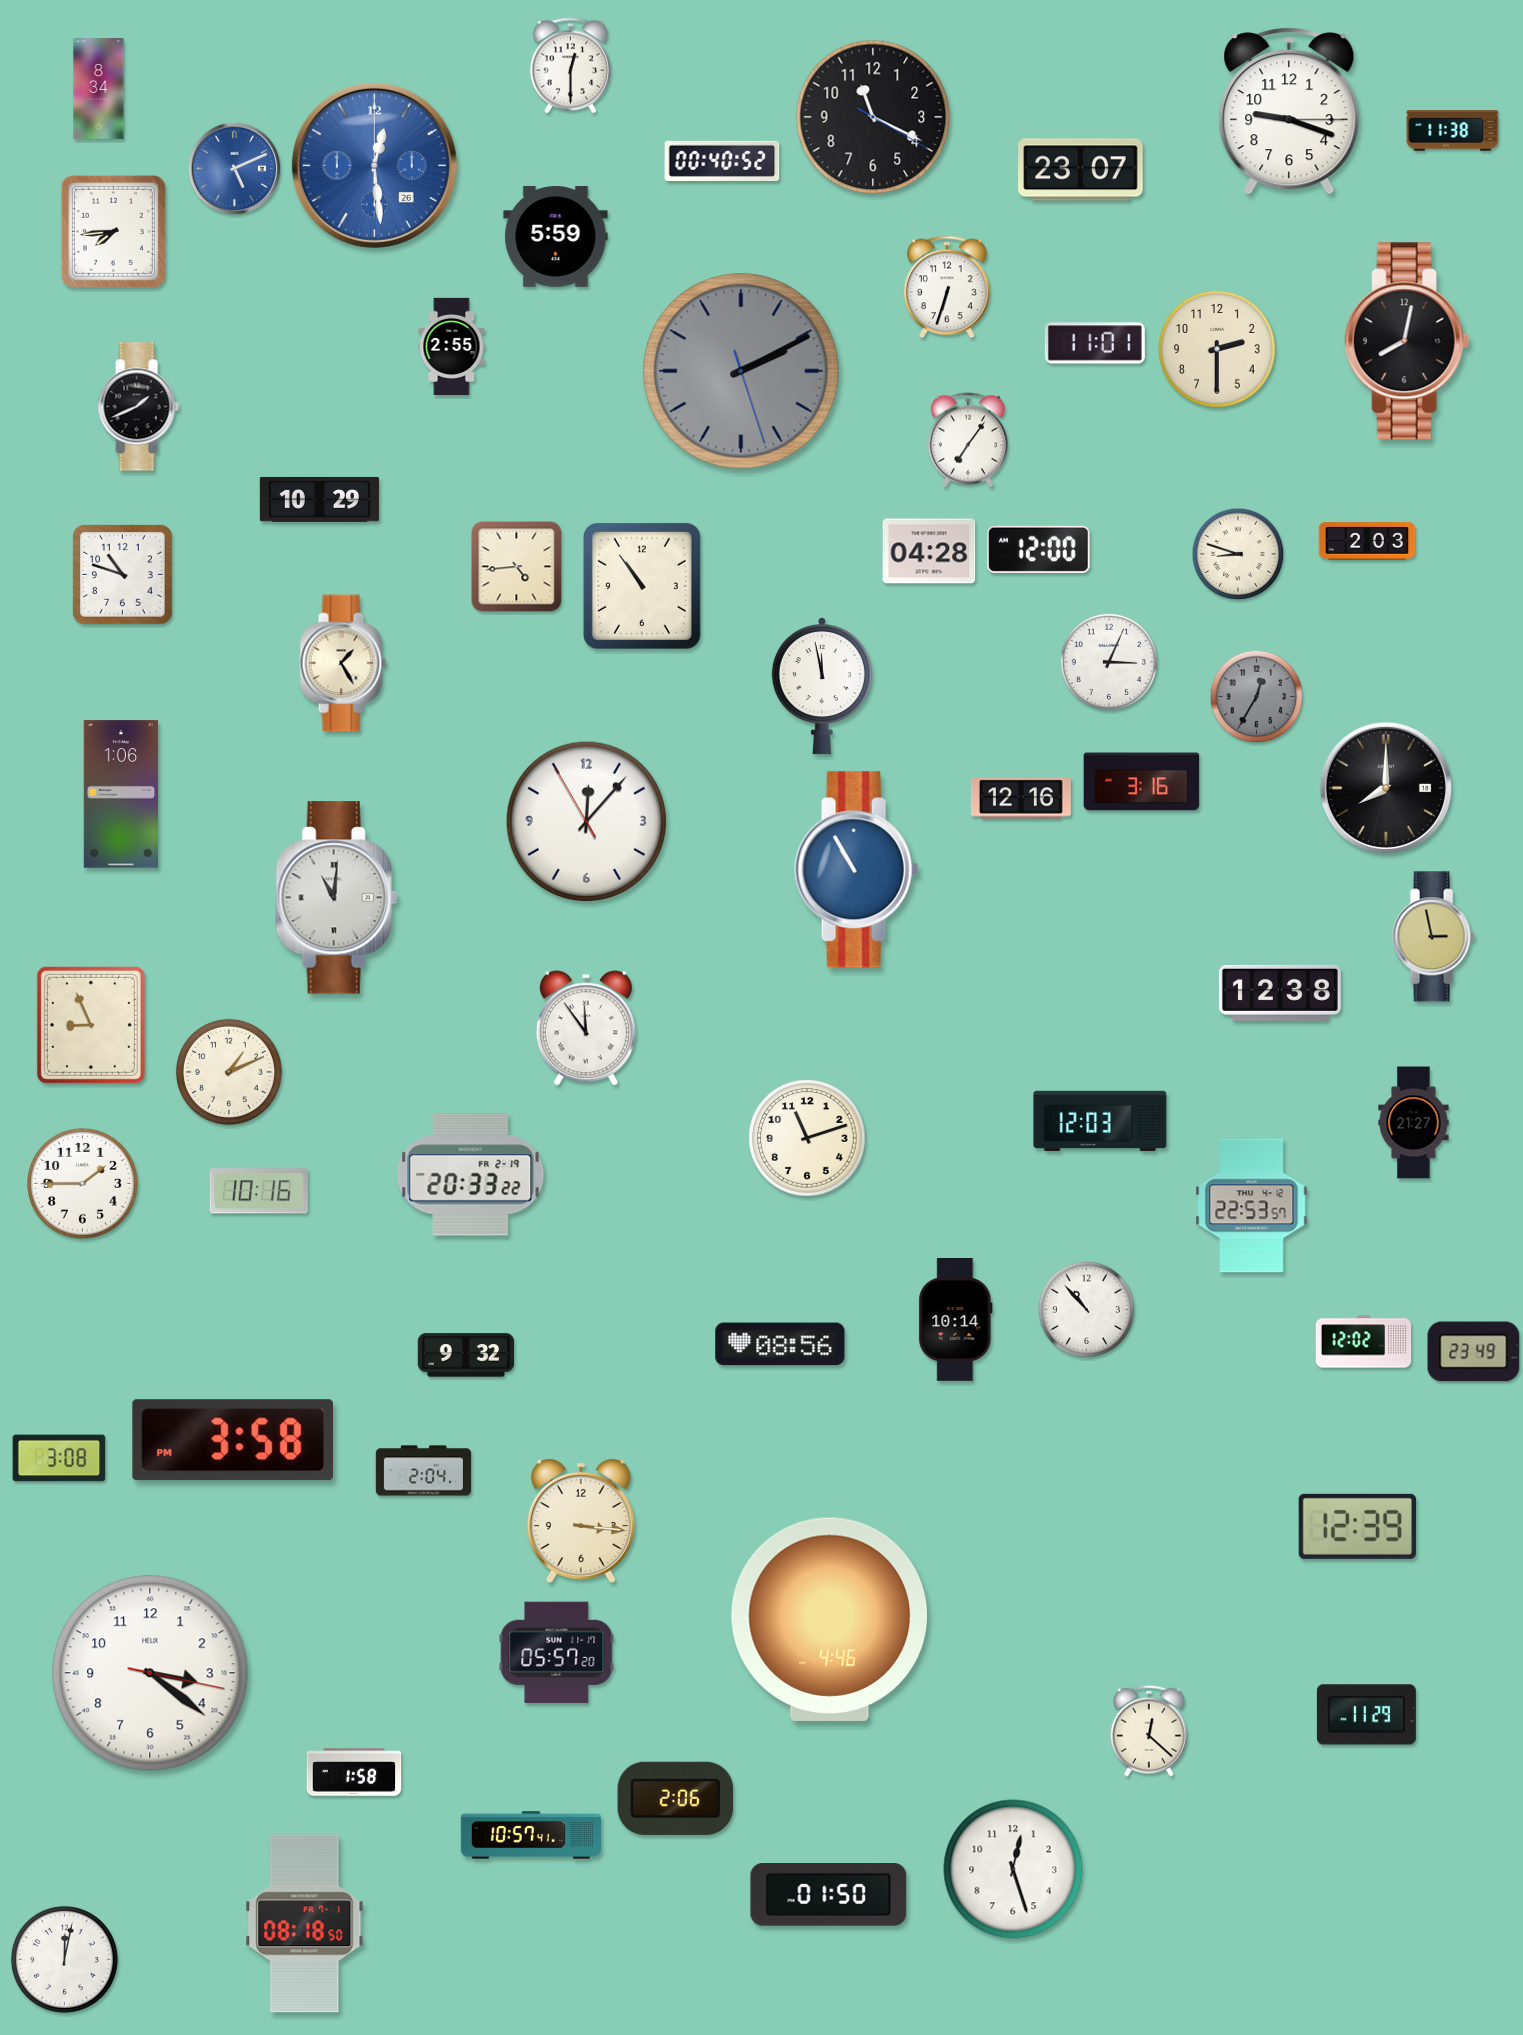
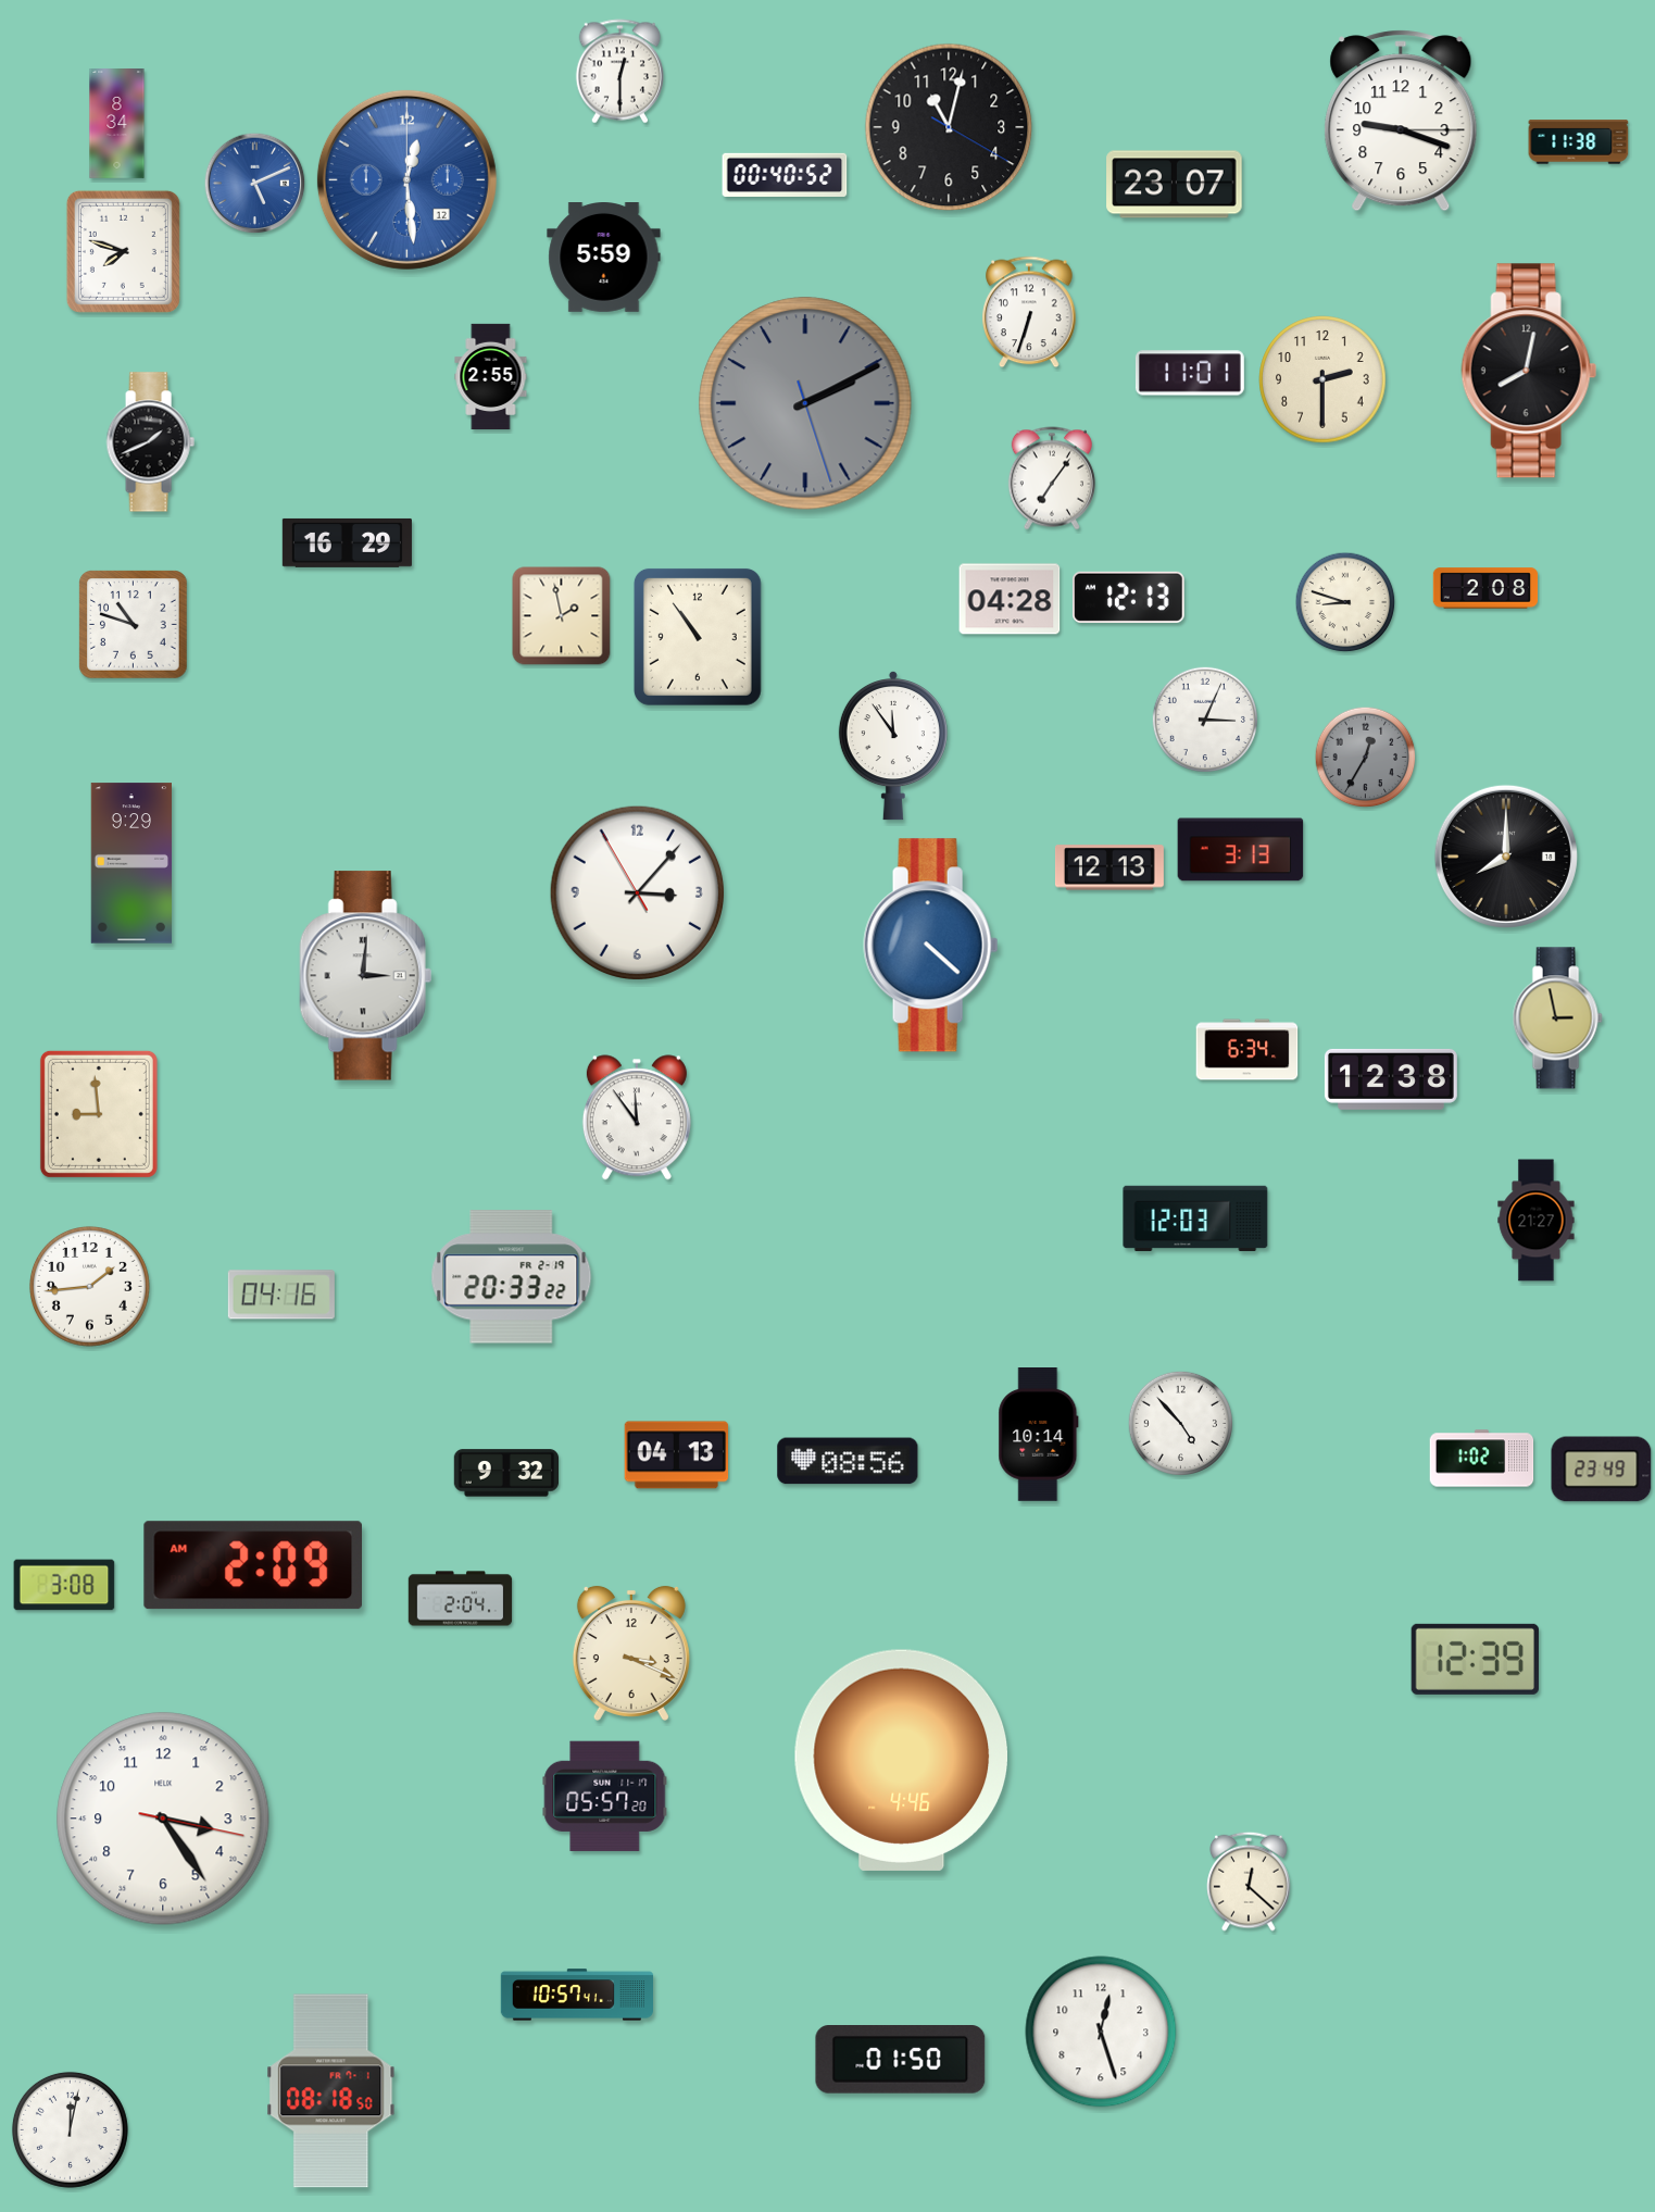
clock at (99, 89) position: (99, 89) -> (117, 124)
clock at (873, 117): 11:19 -> 11:02
clock at (374, 165) date: 26 -> 12
clock at (113, 231): 7:44 -> 7:48
clock at (319, 499): 10:29 -> 16:29
clock at (1367, 541): 2:03 -> 2:08
clock at (1039, 549): 12:00 -> 12:13
clock at (517, 567): 4:44 -> 1:58
clock at (343, 663): 1:25 -> none
clock at (822, 686): 11:58 -> 11:54
clock at (1142, 782): 3:16 -> 3:13
clock at (120, 794): 1:06 -> 9:29
clock at (1021, 798): 12:16 -> 12:13
clock at (586, 821): 12:06 -> 3:06
clock at (857, 870): 10:55 -> 4:22
clock at (336, 898): 11:01 -> 3:01
clock at (1247, 1050): none -> 6:34
clock at (91, 1025): 8:56 -> 8:59
clock at (229, 1072): 1:11 -> none
clock at (807, 1138): 11:12 -> none
clock at (82, 1183): 1:45 -> 1:44
clock at (259, 1191): 10:16 -> 04:16
clock at (1252, 1206): 22:53 -> none
clock at (1087, 1310): 10:53 -> 4:53
clock at (677, 1455): none -> 04:13
clock at (1364, 1342): 12:02 -> 1:02
clock at (232, 1440): 3:58 -> 2:09
clock at (581, 1521): 3:16 -> 3:19
clock at (150, 1673): 3:21 -> 3:24
clock at (1366, 1715): 11:29 -> none
clock at (354, 1772): 1:58 -> none
clock at (676, 1798): 2:06 -> none
